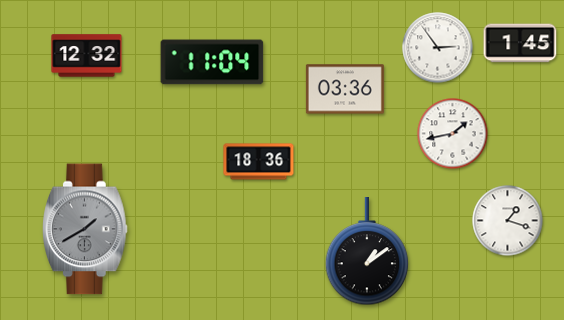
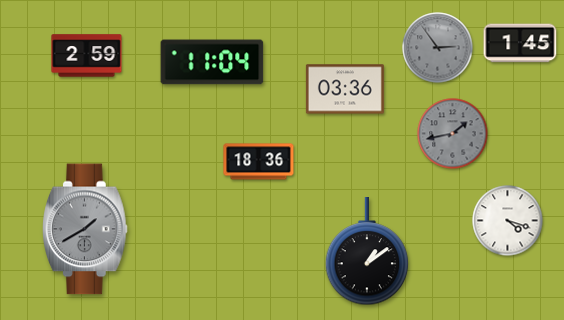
clock at (438, 48) dial: white -> grey
clock at (87, 56): 12:32 -> 2:59
clock at (453, 134) dial: white -> grey
clock at (508, 221): 1:18 -> 4:18
